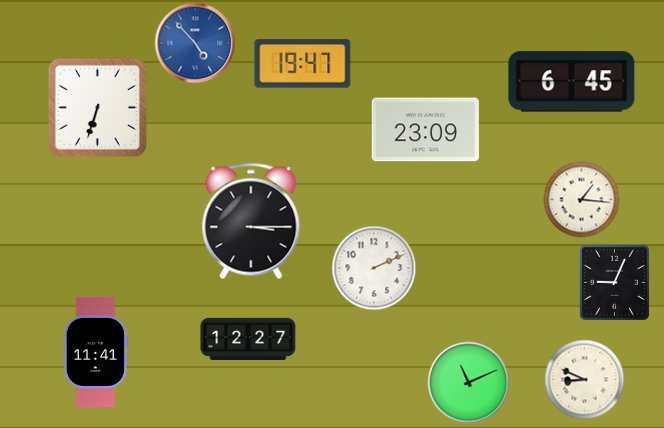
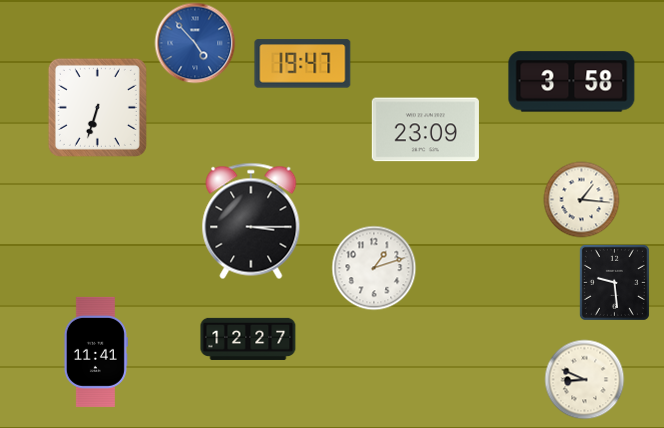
clock at (572, 82): 6:45 -> 3:58
clock at (374, 268): 2:11 -> 1:12
clock at (614, 282): 9:04 -> 9:29
clock at (469, 383): 11:11 -> none
